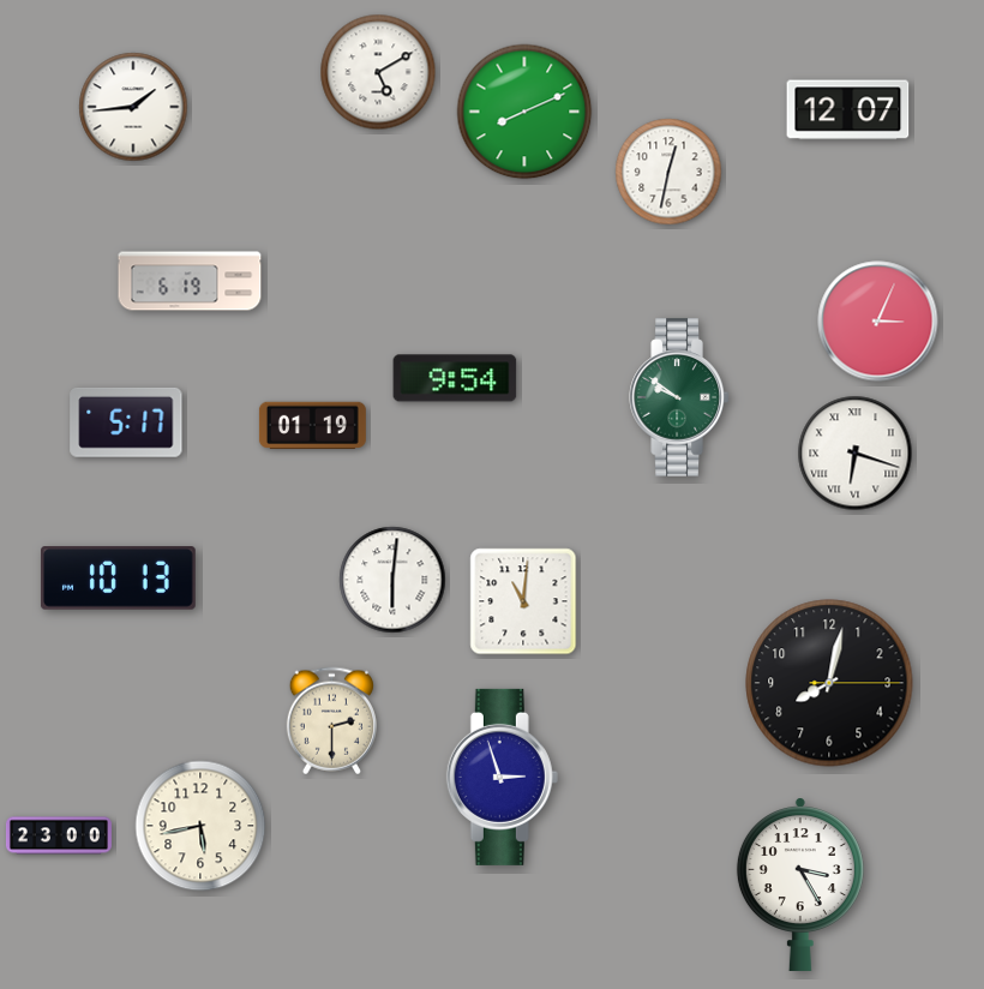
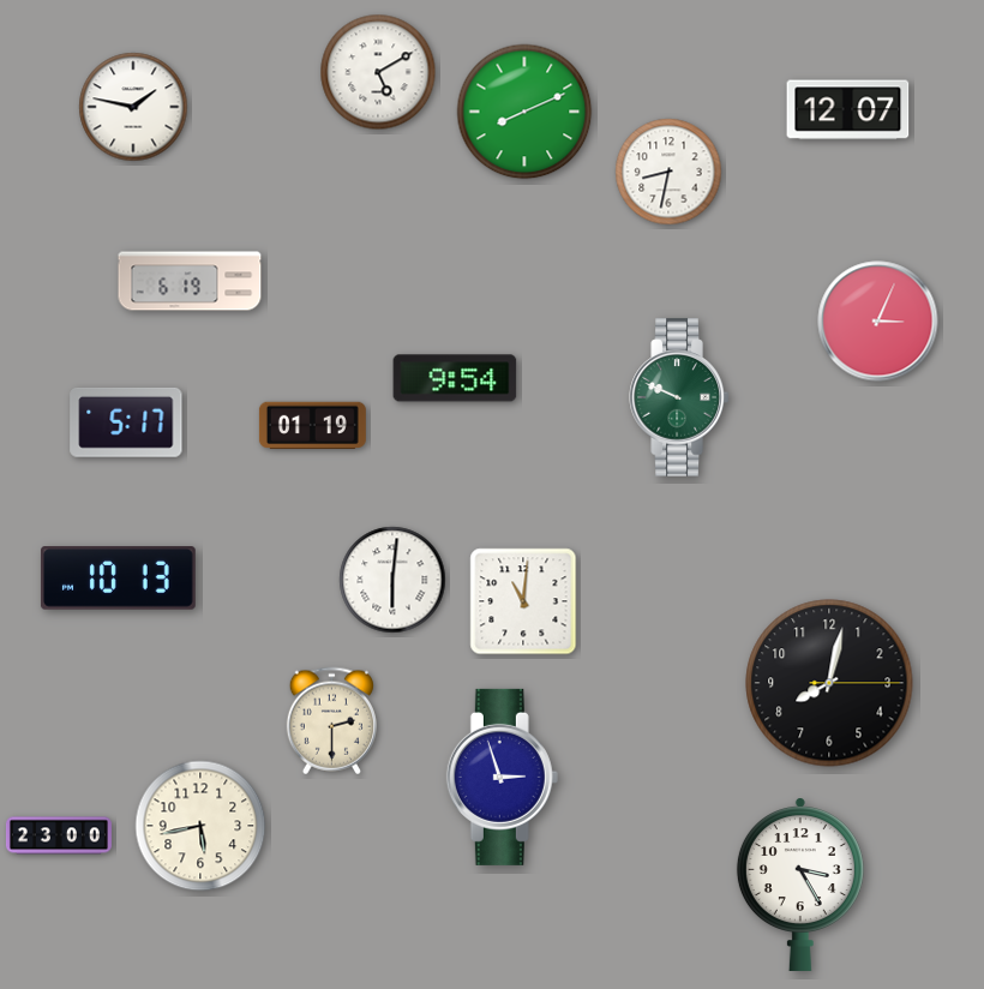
clock at (133, 107): 1:44 -> 1:47
clock at (668, 172): 12:32 -> 8:32
clock at (679, 397): 9:51 -> 9:49
clock at (856, 454): 6:18 -> none
